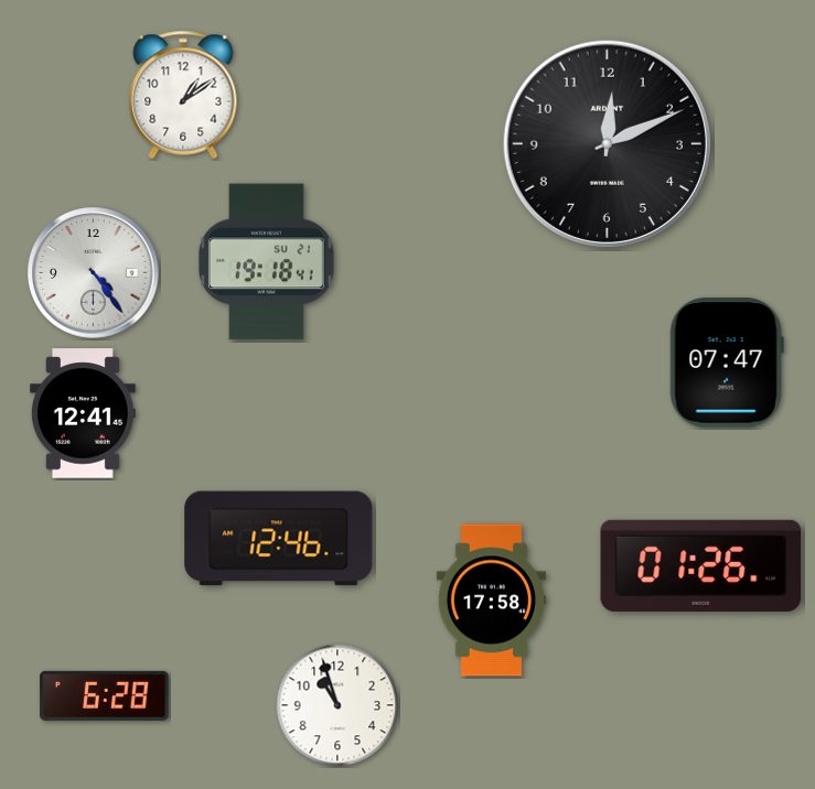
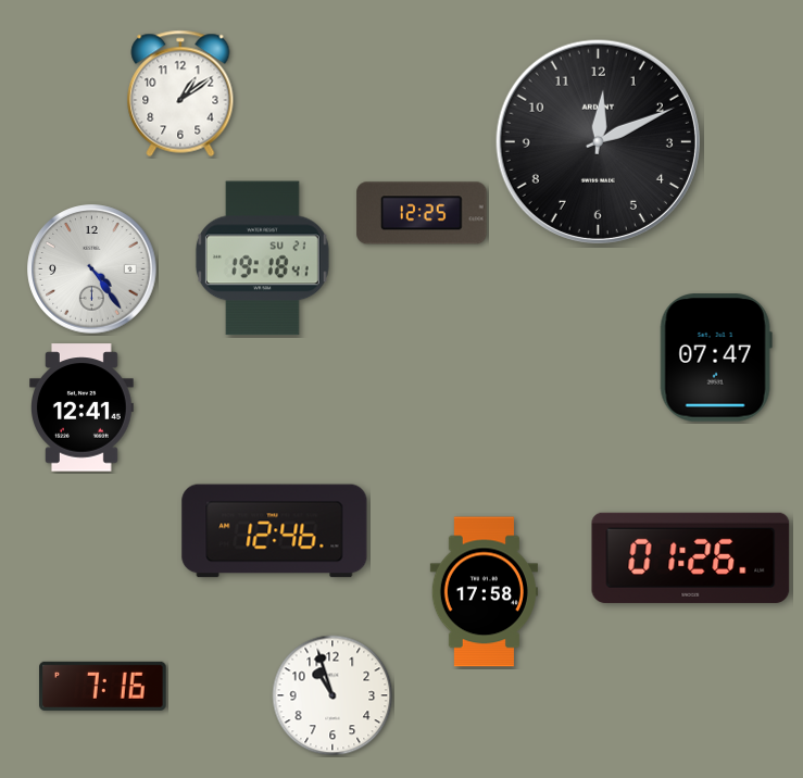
clock at (422, 213): none -> 12:25
clock at (105, 695): 6:28 -> 7:16
